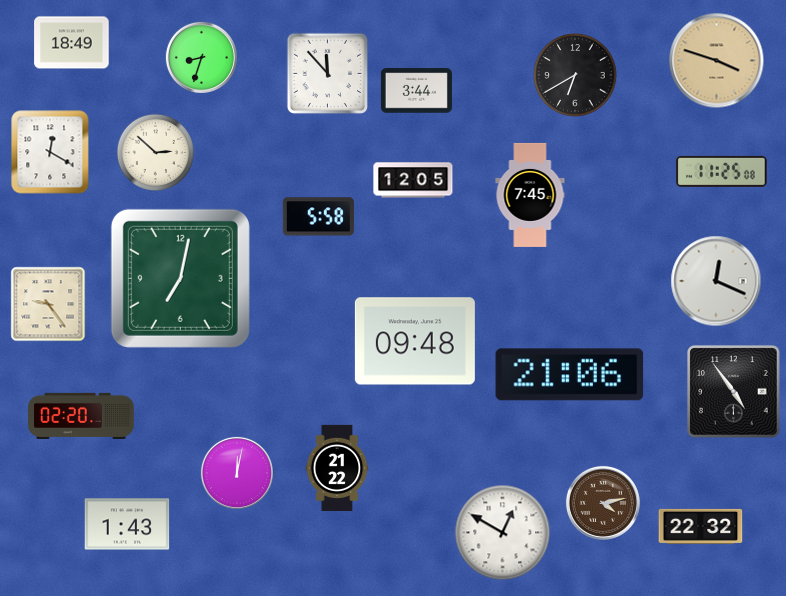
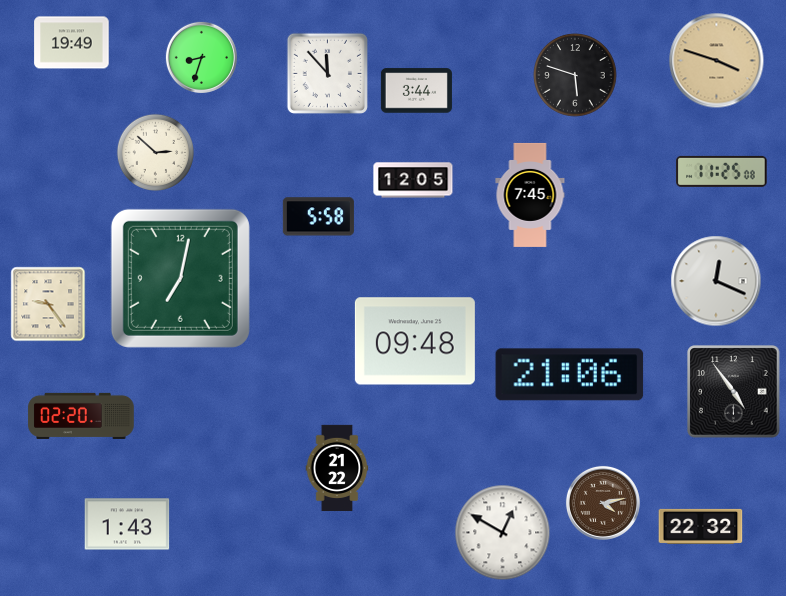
clock at (72, 43): 18:49 -> 19:49
clock at (575, 75): 6:40 -> 5:48
clock at (50, 152): 12:20 -> none
clock at (237, 473): 12:02 -> none
